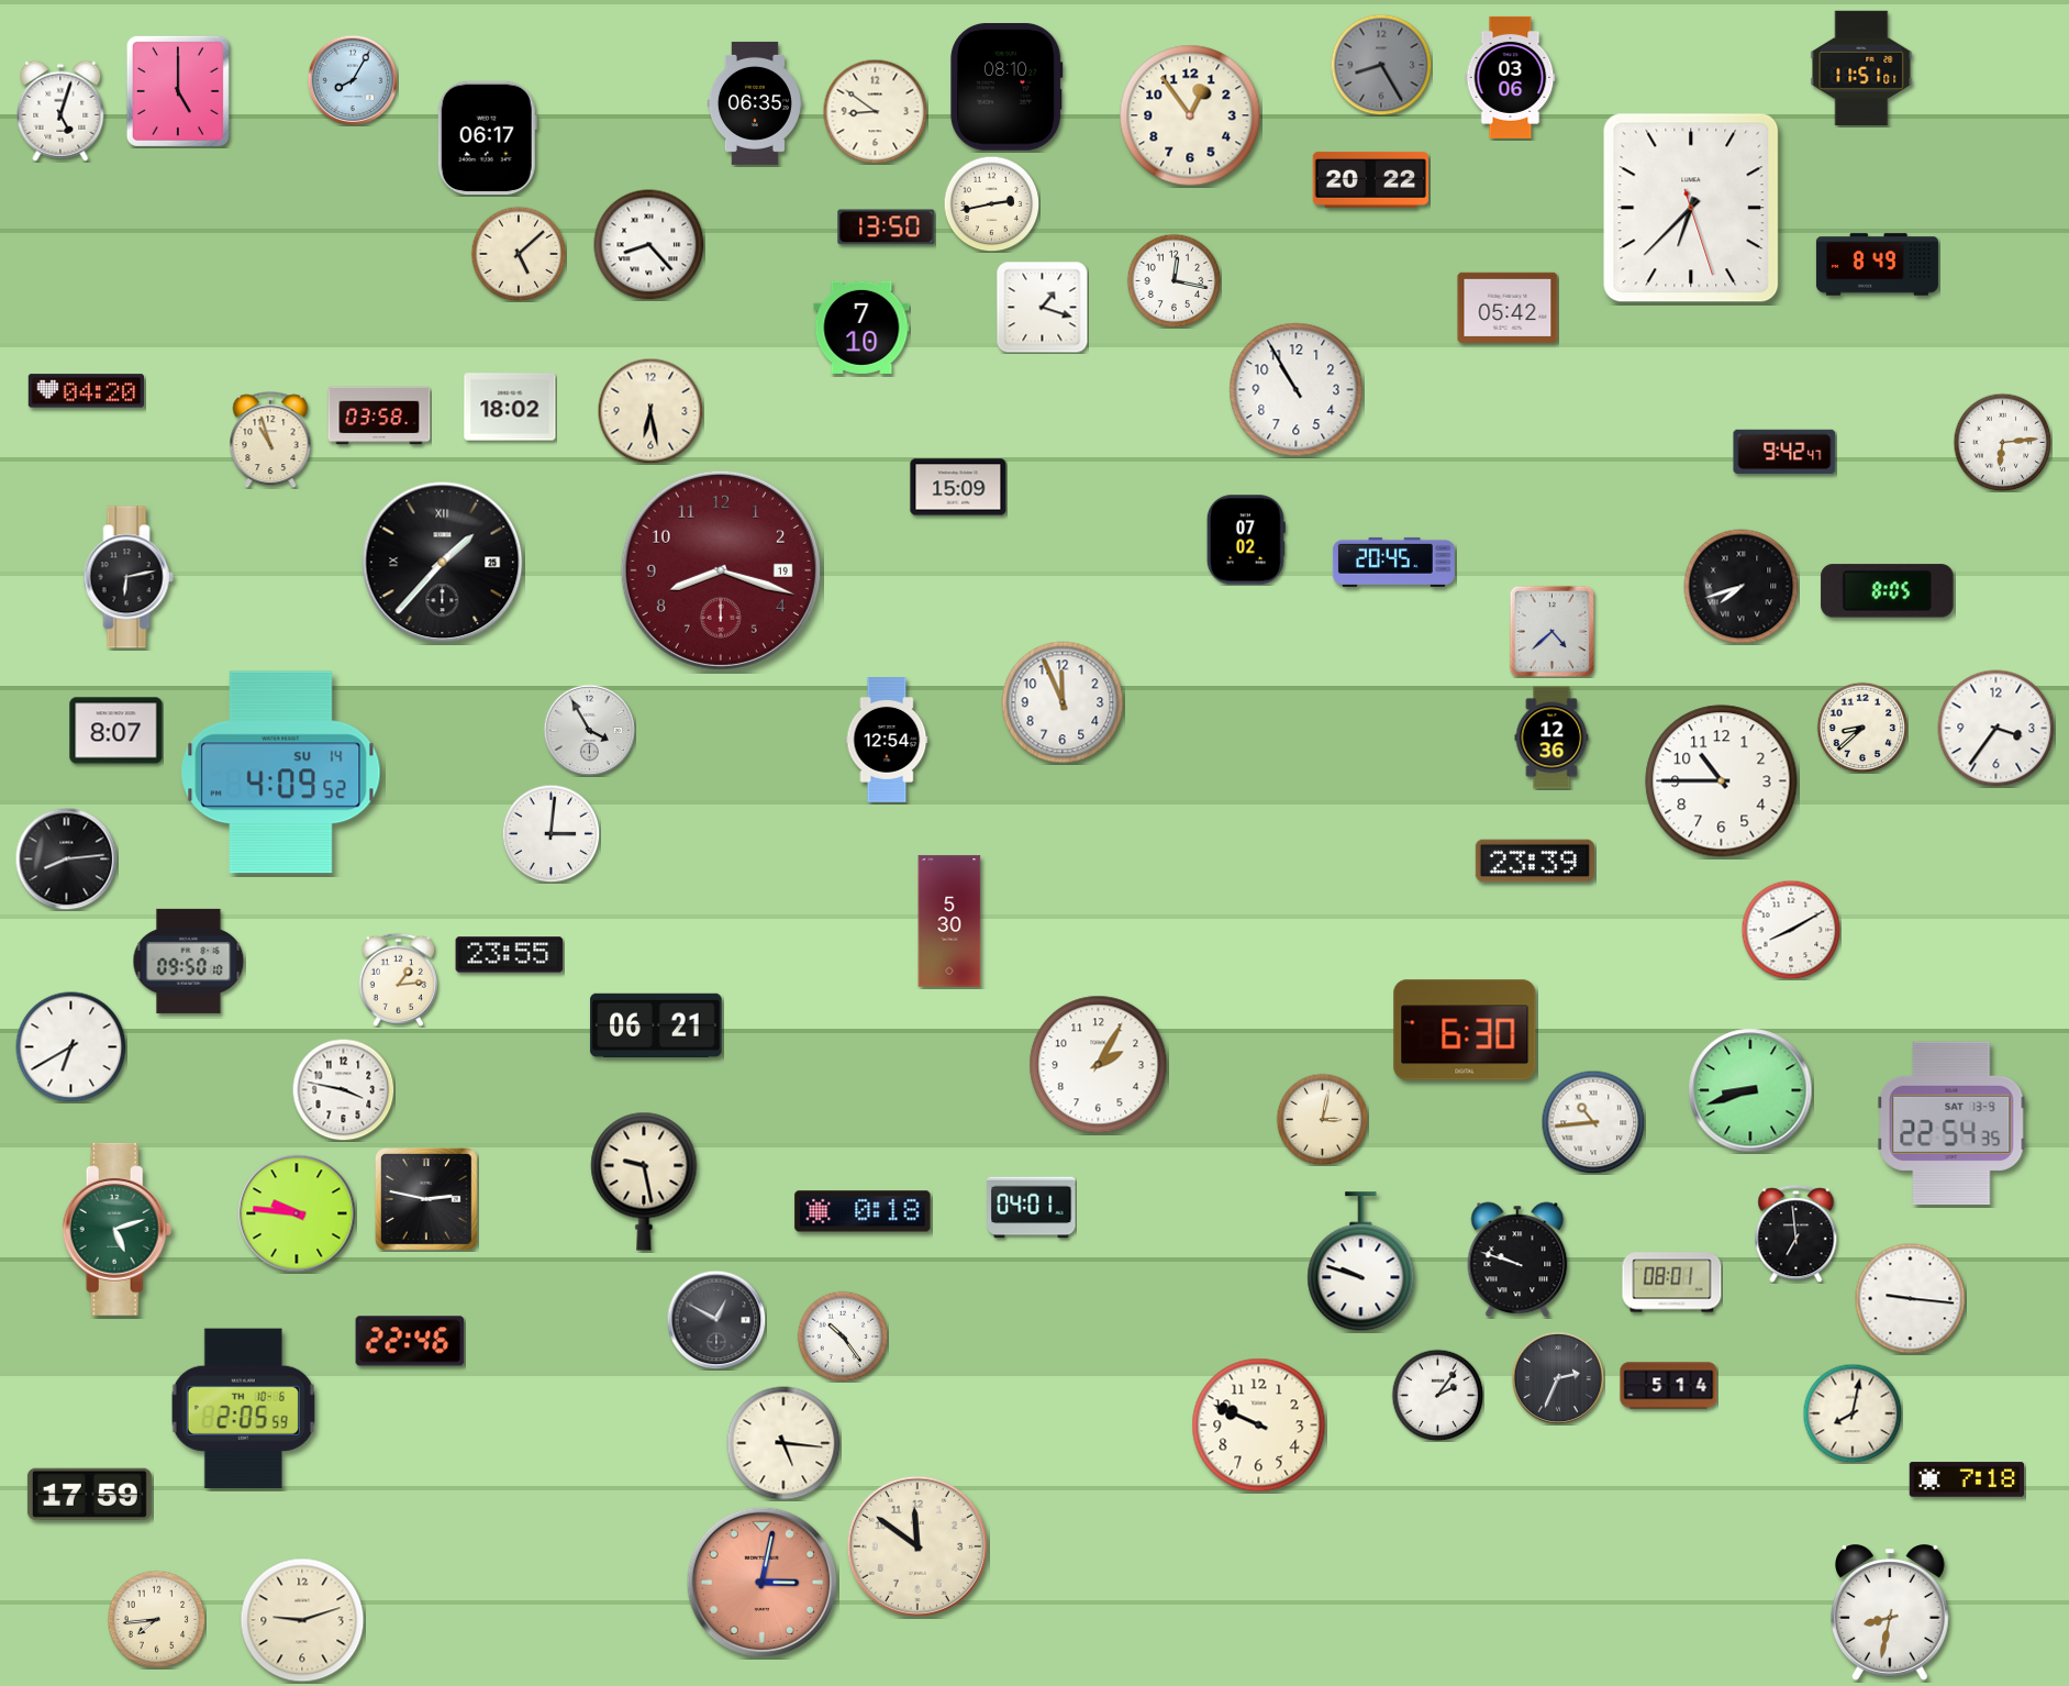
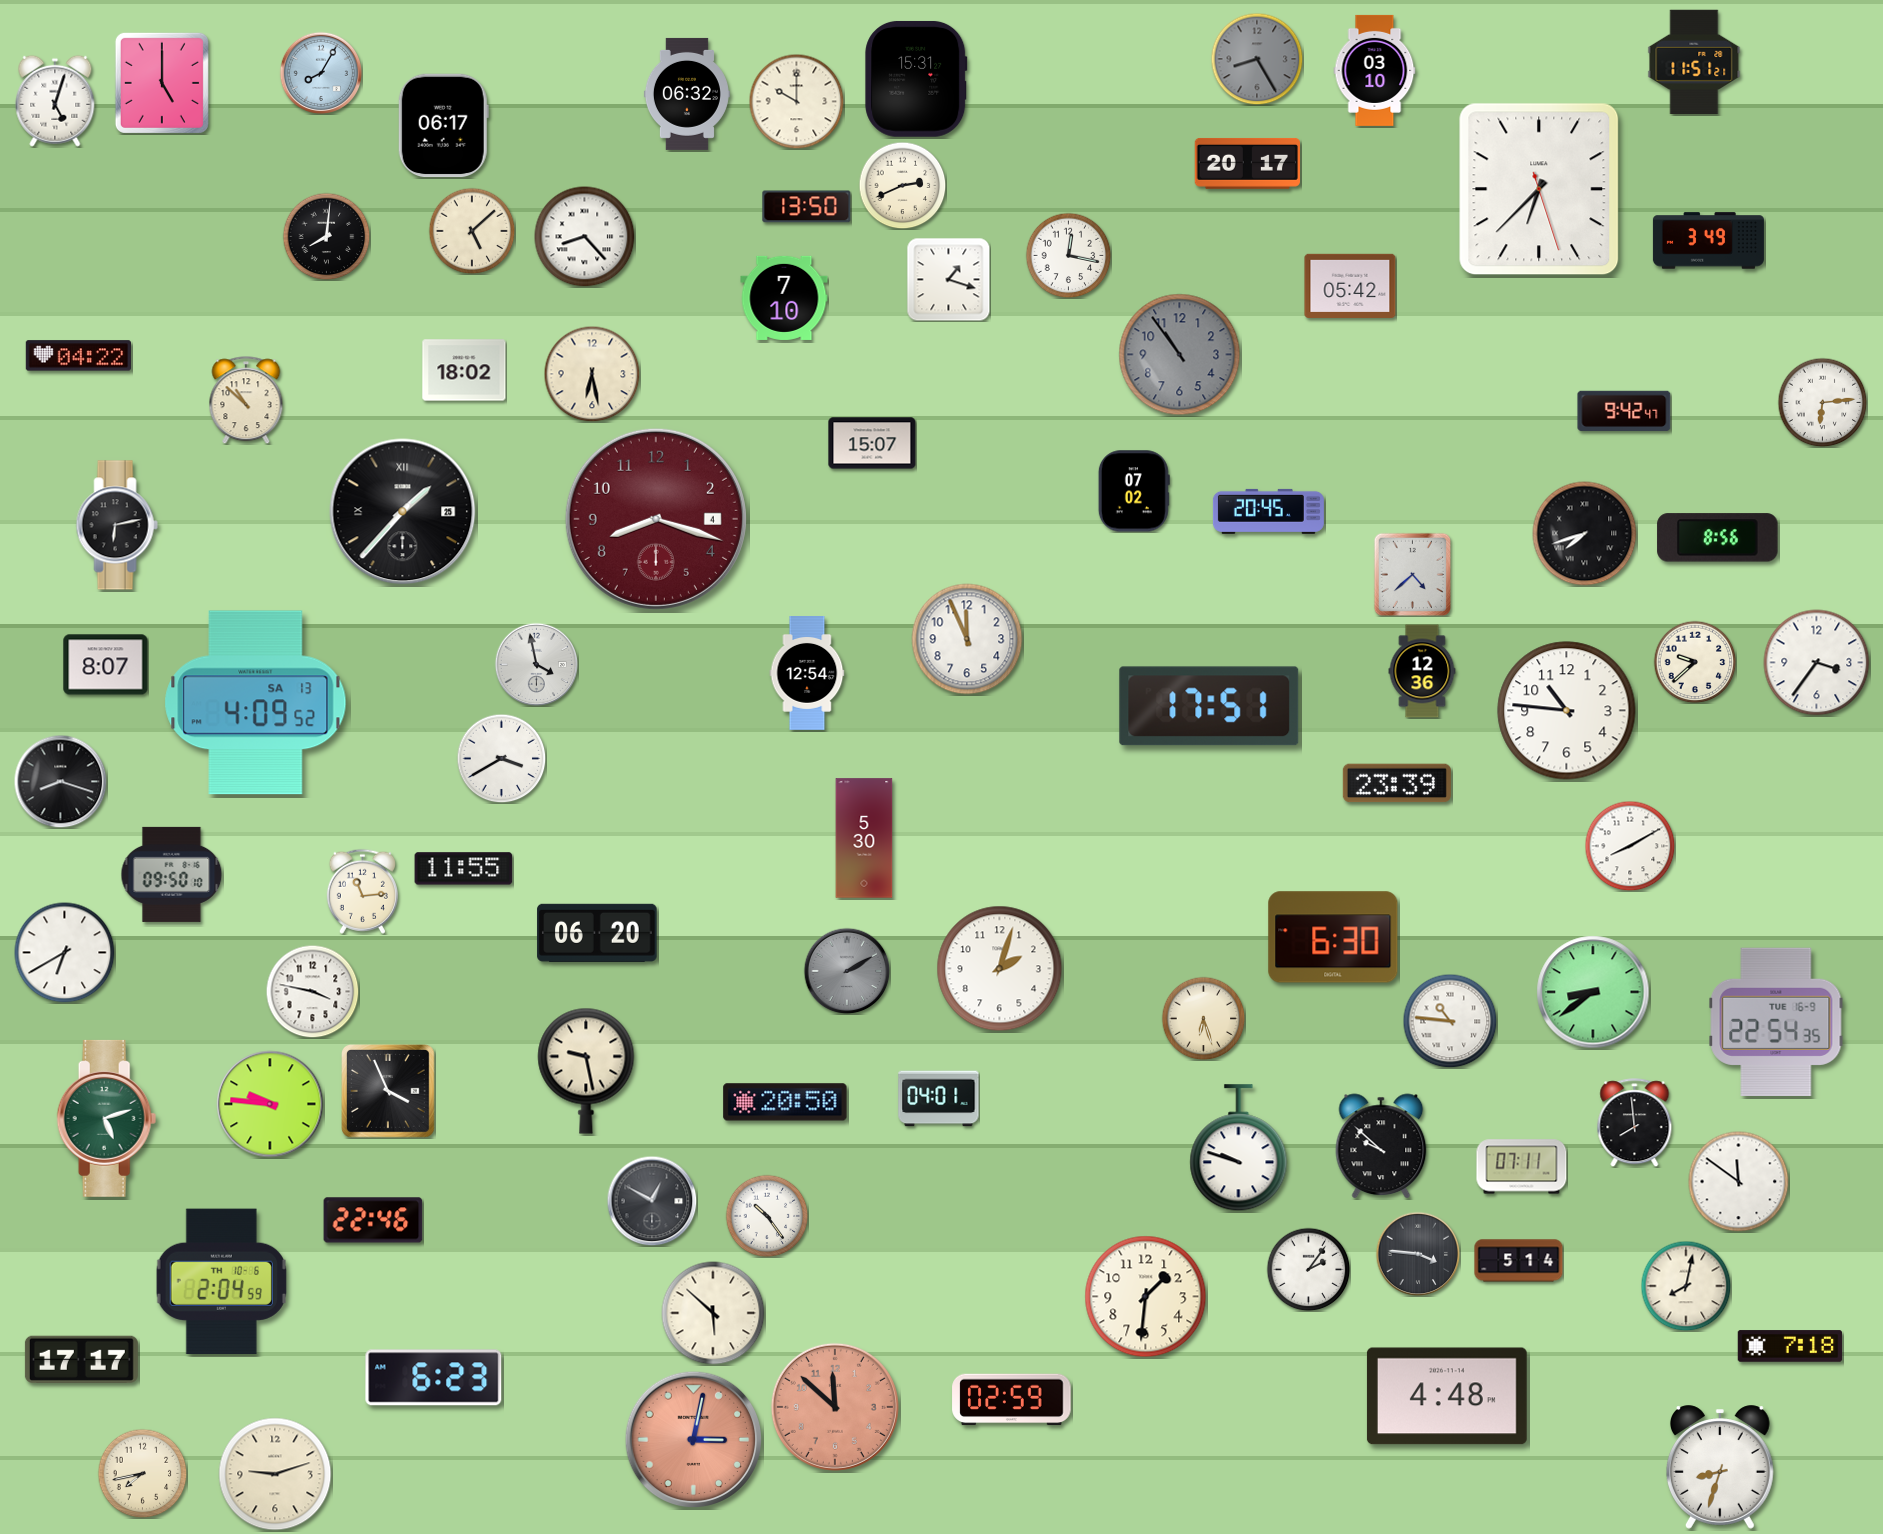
clock at (1861, 68): 11:51:01 -> 11:51:21
clock at (1511, 77): 03:06 -> 03:10
clock at (1006, 87): 08:10 -> 15:31
clock at (755, 103): 06:35 -> 06:32
clock at (875, 111): 8:51 -> 10:00
clock at (1190, 115): 12:54 -> none
clock at (1370, 179): 20:22 -> 20:17
clock at (991, 203): 2:43 -> 2:41
clock at (649, 245) position: (649, 245) -> (585, 237)
clock at (326, 236): none -> 8:01
clock at (1877, 265): 8:49 -> 3:49
clock at (1508, 308) position: (1508, 308) -> (1350, 286)
clock at (1297, 390): 10:55 -> 10:54
clock at (1297, 390) dial: white -> grey
clock at (86, 391): 04:20 -> 04:22
clock at (379, 415): 03:58 -> none
clock at (270, 440): 10:57 -> 10:52
clock at (958, 487): 15:09 -> 15:07
clock at (721, 570) date: 19 -> 4
clock at (1888, 591): 8:05 -> 8:56
clock at (1862, 728): 8:38 -> 9:38
clock at (589, 730): 3:55 -> 3:58
clock at (1551, 737) position: (1551, 737) -> (1422, 671)
clock at (281, 773) date: SU 14 -> SA 13
clock at (1209, 706): none -> 17:51
clock at (1722, 781): 10:45 -> 10:46
clock at (550, 833): 3:01 -> 3:40
clock at (66, 858): 8:14 -> 8:18
clock at (510, 955): 23:55 -> 11:55
clock at (398, 979): 1:14 -> 11:14
clock at (656, 1025): 06:21 -> 06:20
clock at (1099, 1065): 2:05 -> 2:03
clock at (847, 971): none -> 2:10
clock at (1750, 1090): 8:42 -> 8:39
clock at (1322, 1119): 3:02 -> 6:27
clock at (1593, 1122): 10:44 -> 10:46
clock at (1951, 1123) date: SAT 13-9 -> TUE 16-9
clock at (644, 1182) position: (644, 1182) -> (586, 1071)
clock at (427, 1200): 2:47 -> 3:56
clock at (863, 1211): 0:18 -> 20:50
clock at (1797, 1234): 6:59 -> 7:59
clock at (1517, 1260): 9:48 -> 9:52
clock at (1672, 1283): 08:01 -> 07:11
clock at (1911, 1299): 9:16 -> 11:51
clock at (1558, 1378): 2:34 -> 3:46
clock at (243, 1409): 2:05 -> 2:04
clock at (1259, 1426): 9:49 -> 1:31
clock at (783, 1443): 5:16 -> 5:52
clock at (89, 1494): 17:59 -> 17:17
clock at (434, 1378): none -> 6:23
clock at (1447, 1396): none -> 4:48
clock at (1012, 1400): none -> 02:59
clock at (917, 1546): 11:51 -> 11:52
clock at (917, 1546) dial: cream -> salmon
clock at (1890, 1612): 8:32 -> 8:33
clock at (156, 1619): 7:44 -> 7:43
